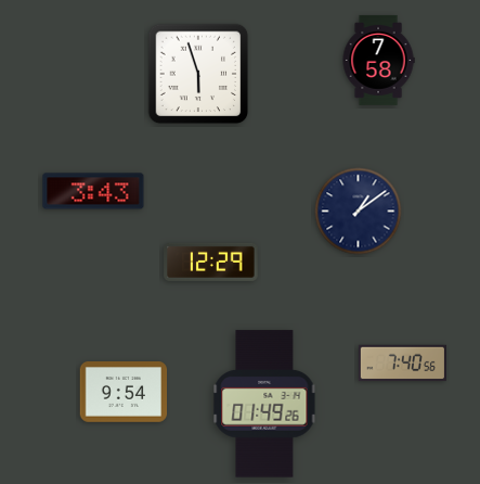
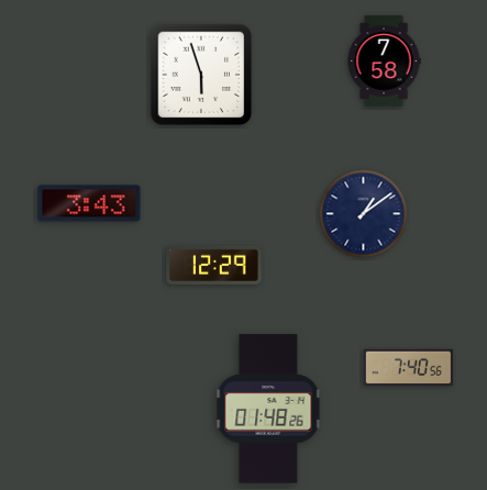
clock at (93, 191) position: (93, 191) -> (89, 203)
clock at (124, 393): 9:54 -> none
clock at (264, 404): 01:49 -> 01:48
